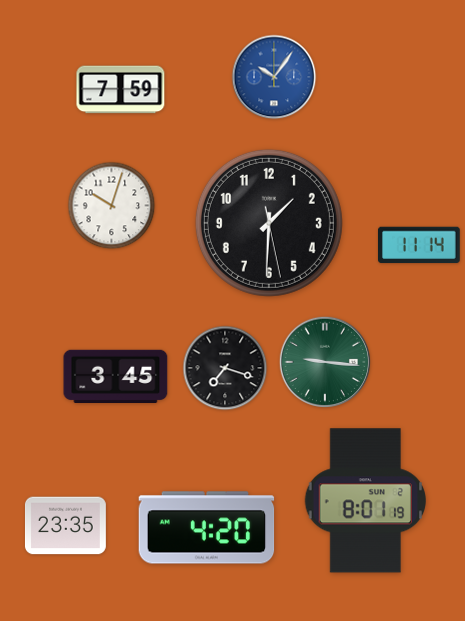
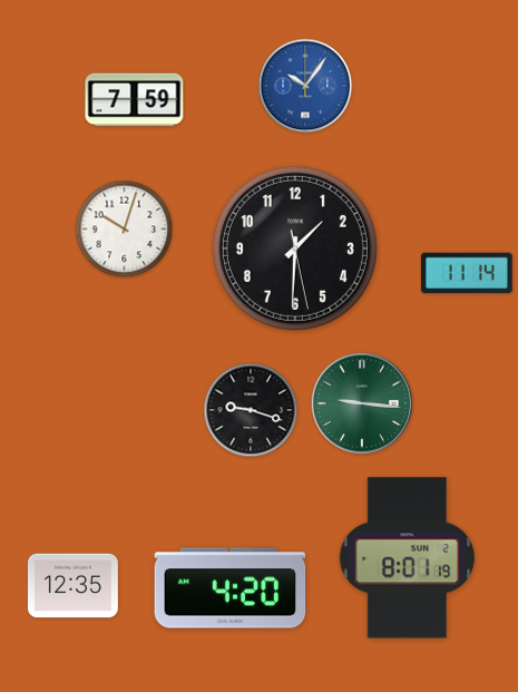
clock at (269, 223) position: (269, 223) -> (295, 248)
clock at (225, 368): 7:18 -> 9:18
clock at (116, 376): 3:45 -> none
clock at (65, 526): 23:35 -> 12:35
